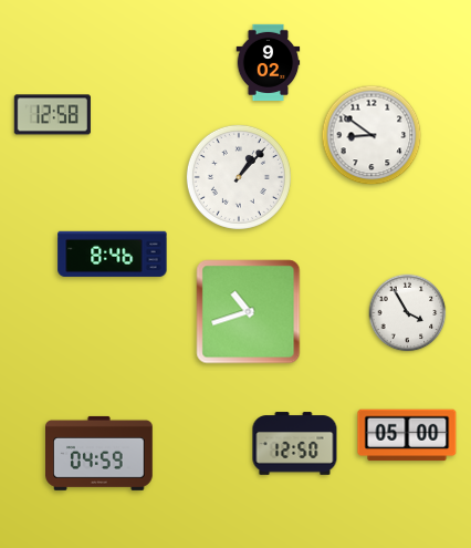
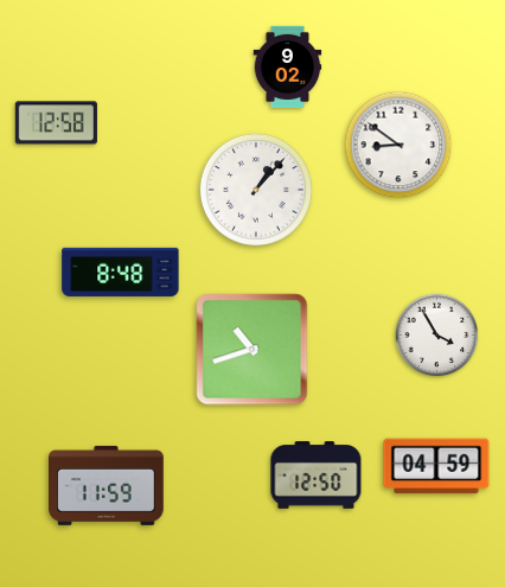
clock at (113, 254): 8:46 -> 8:48
clock at (249, 312) position: (249, 312) -> (252, 350)
clock at (407, 435): 05:00 -> 04:59
clock at (100, 453): 04:59 -> 11:59
